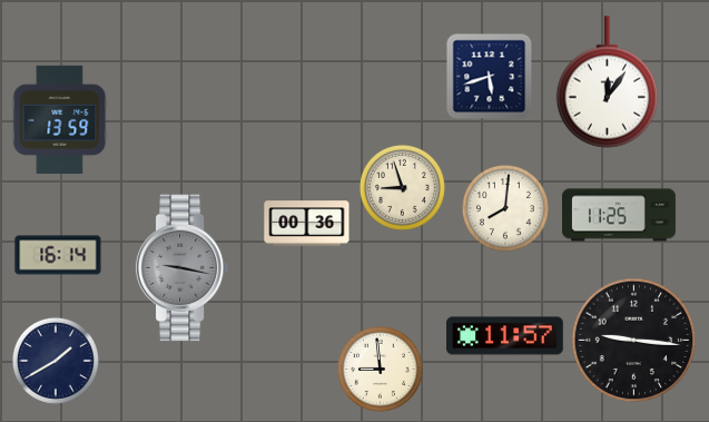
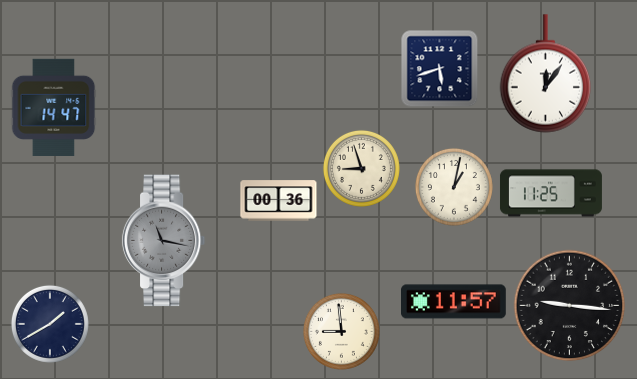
clock at (60, 119): 13:59 -> 14:47
clock at (505, 208): 8:01 -> 1:02
clock at (619, 215) position: (619, 215) -> (551, 193)
clock at (307, 224) position: (307, 224) -> (279, 201)
clock at (58, 255): 16:14 -> none
clock at (183, 268): 9:17 -> 11:17
